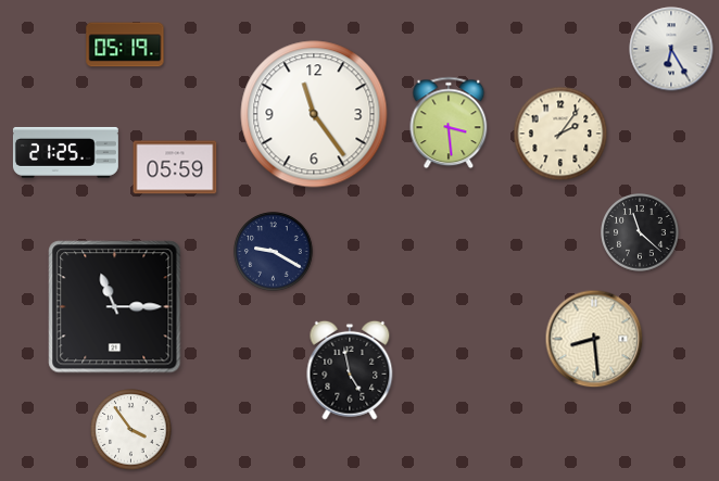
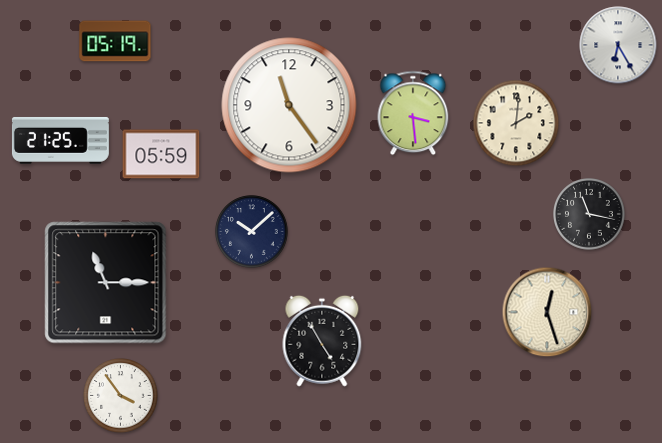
clock at (560, 134): 2:06 -> 2:01
clock at (640, 232): 11:22 -> 11:17
clock at (274, 252): 9:20 -> 10:08
clock at (594, 339): 8:29 -> 12:27
clock at (350, 370): 4:58 -> 4:55
